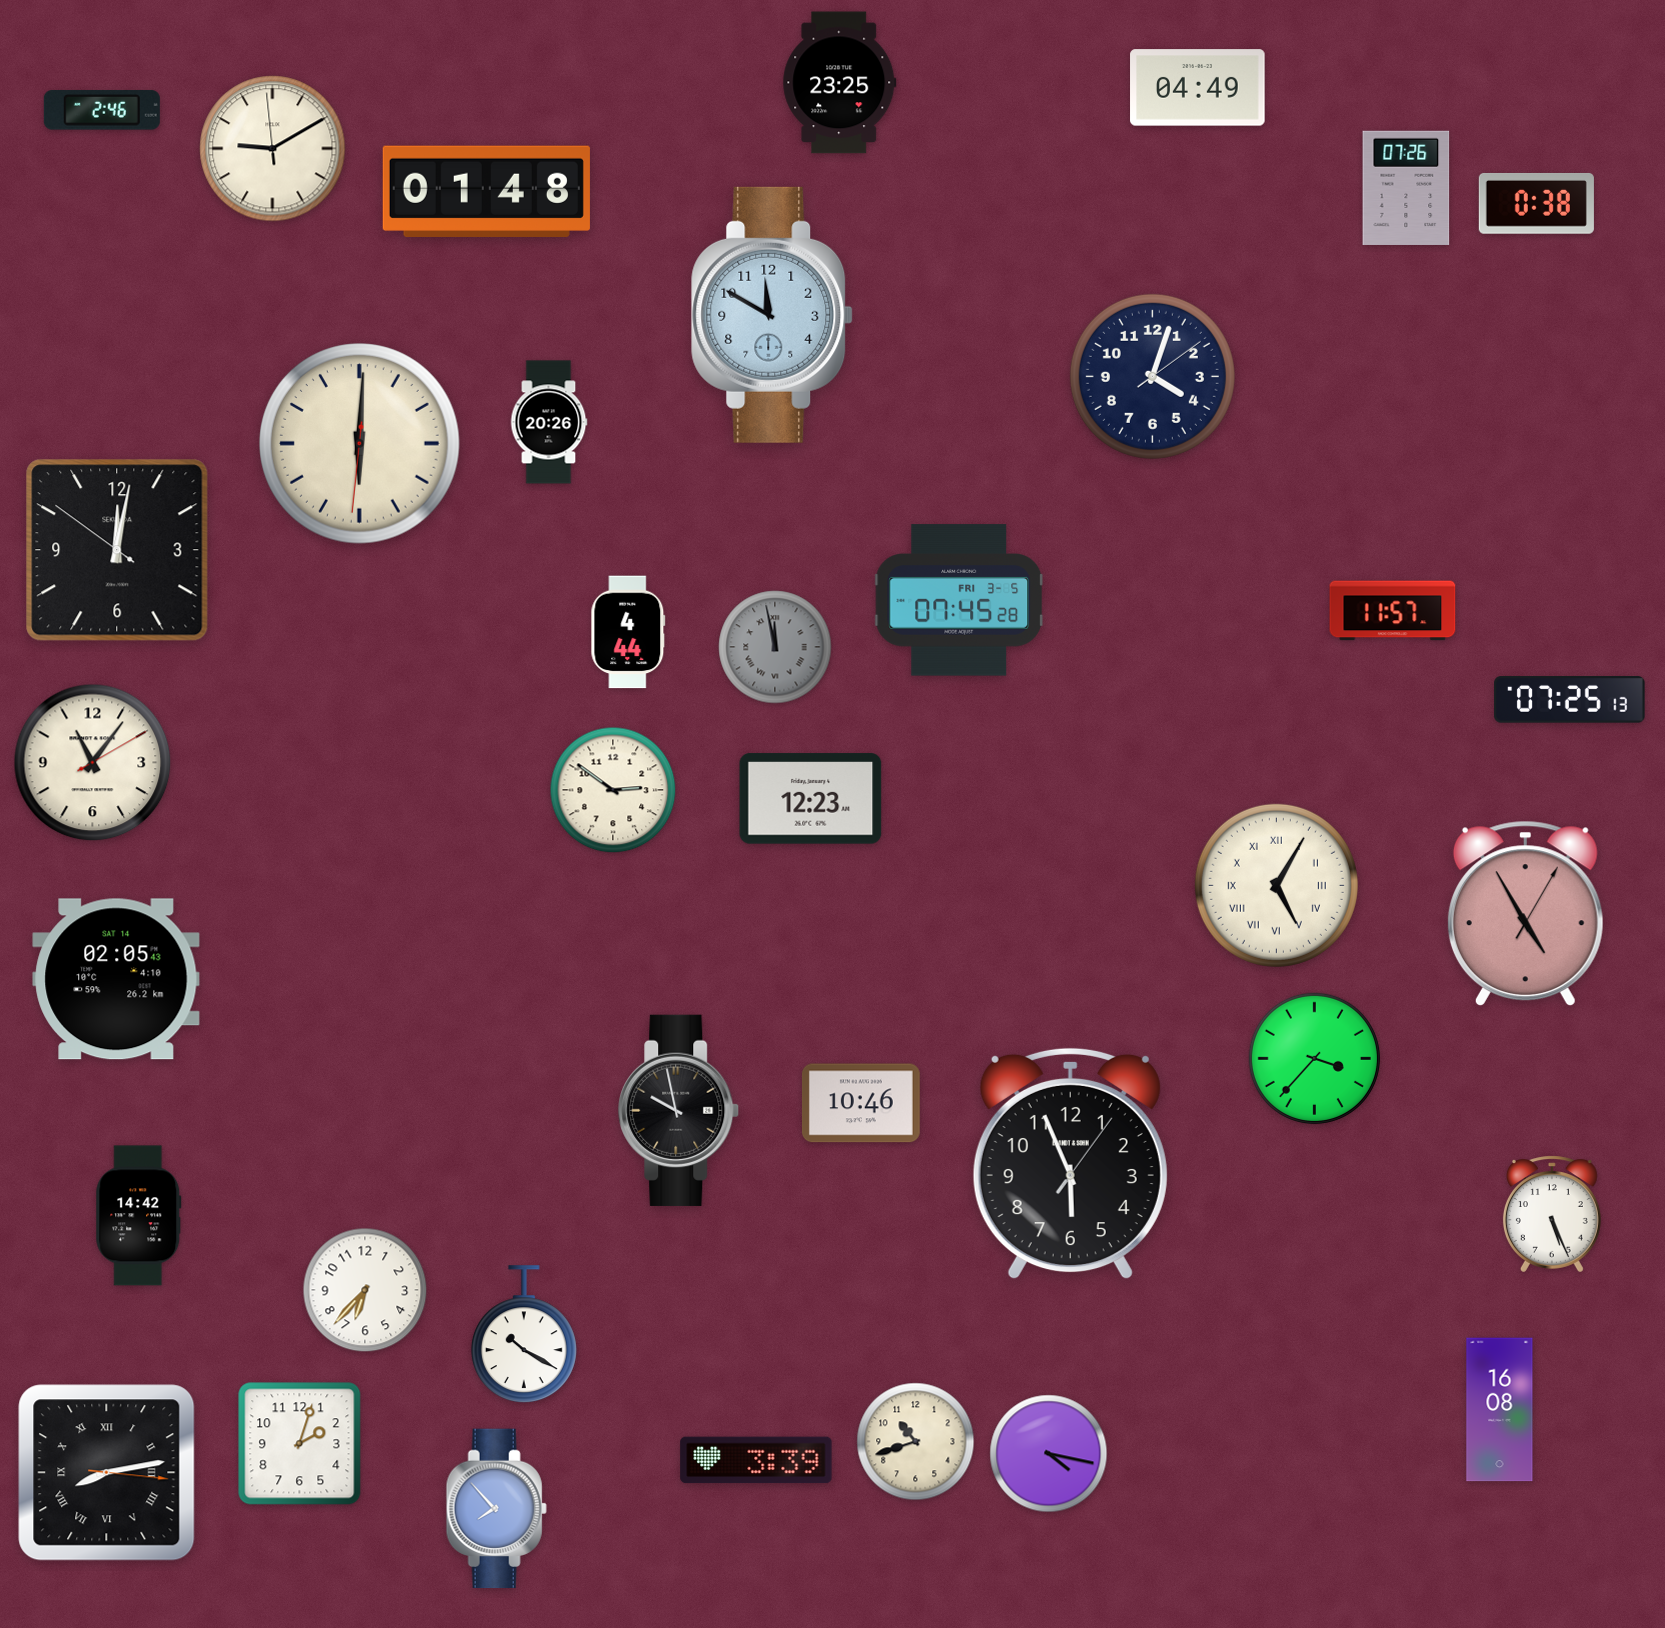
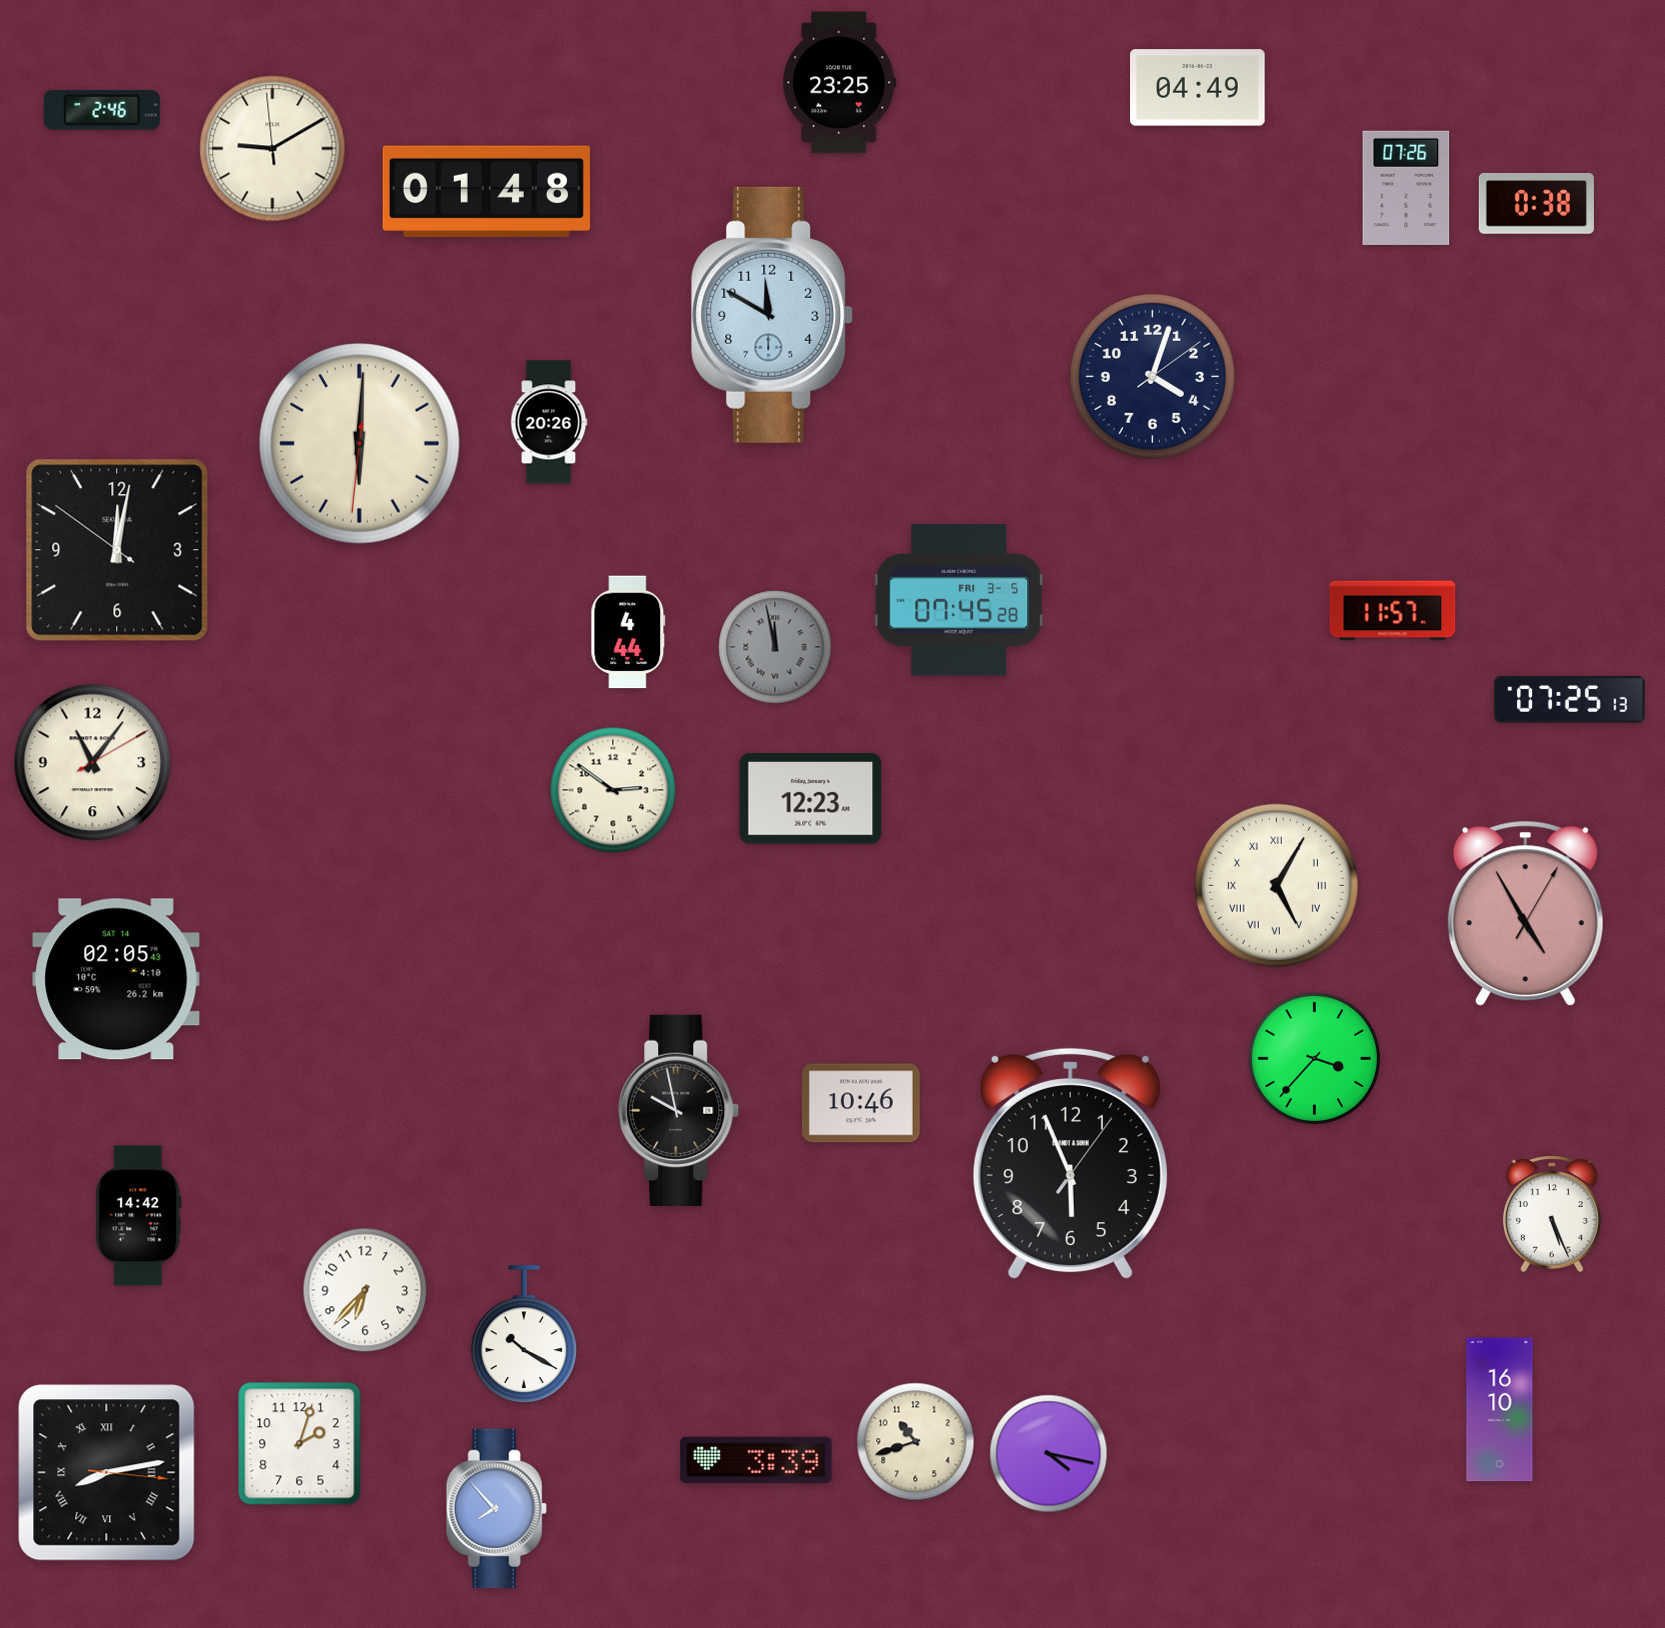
clock at (1500, 1410): 16:08 -> 16:10
